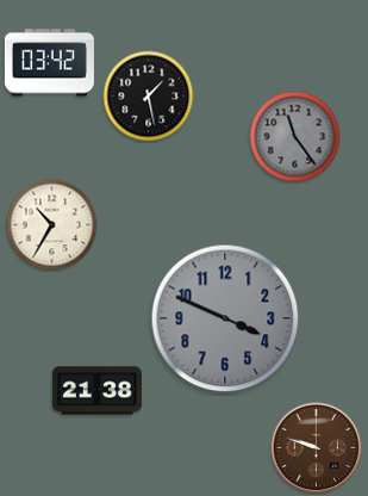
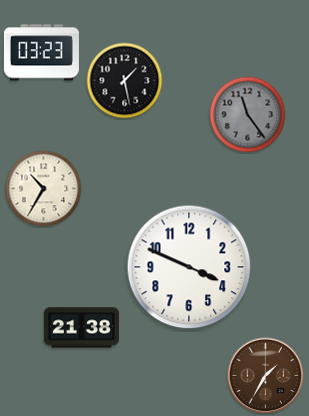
clock at (49, 63): 03:42 -> 03:23
clock at (225, 318) dial: grey -> white
clock at (317, 448): 9:48 -> 1:35
